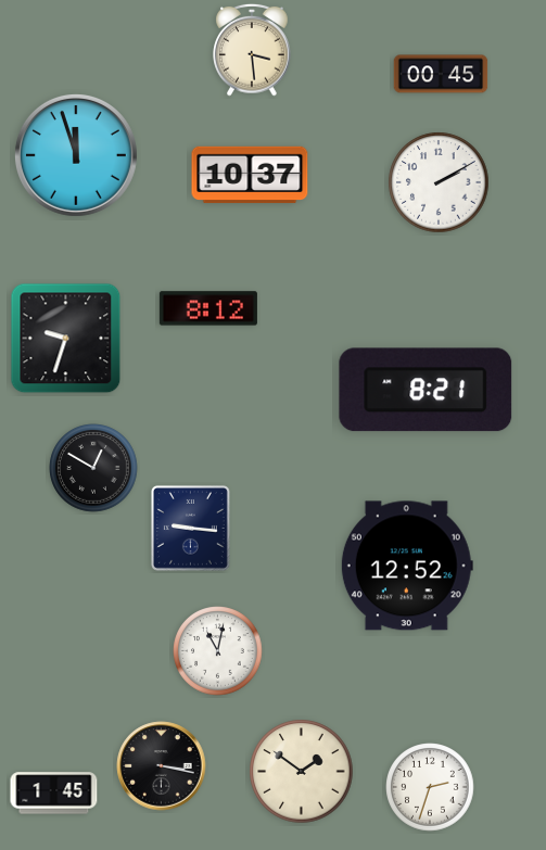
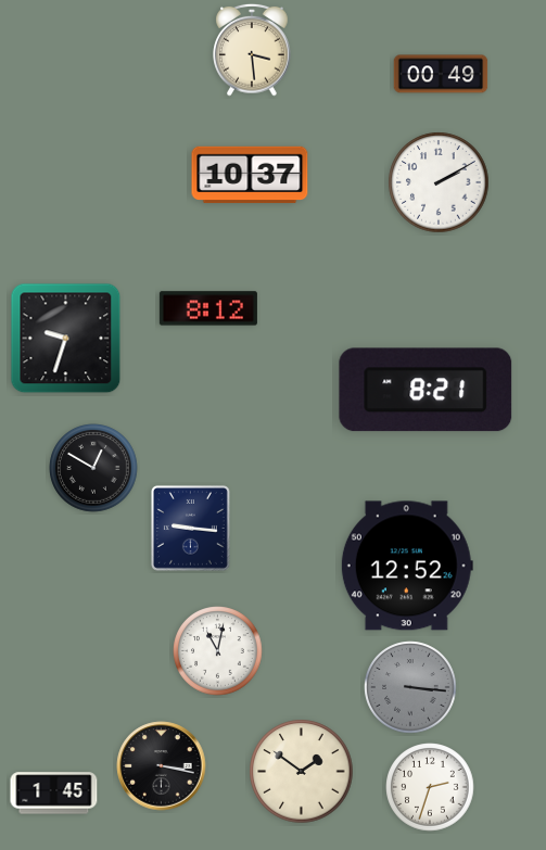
clock at (441, 74): 00:45 -> 00:49
clock at (76, 155): 11:57 -> none
clock at (410, 687): none -> 3:16
